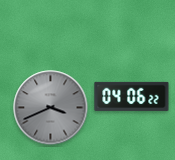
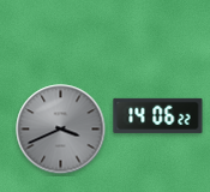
clock at (132, 96): 04:06 -> 14:06
